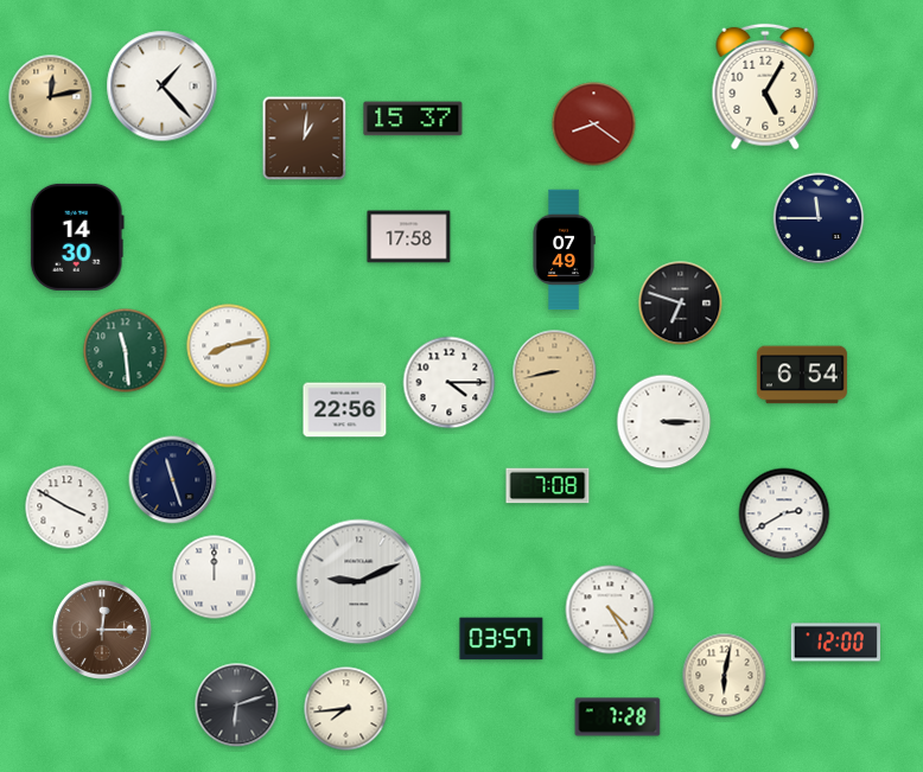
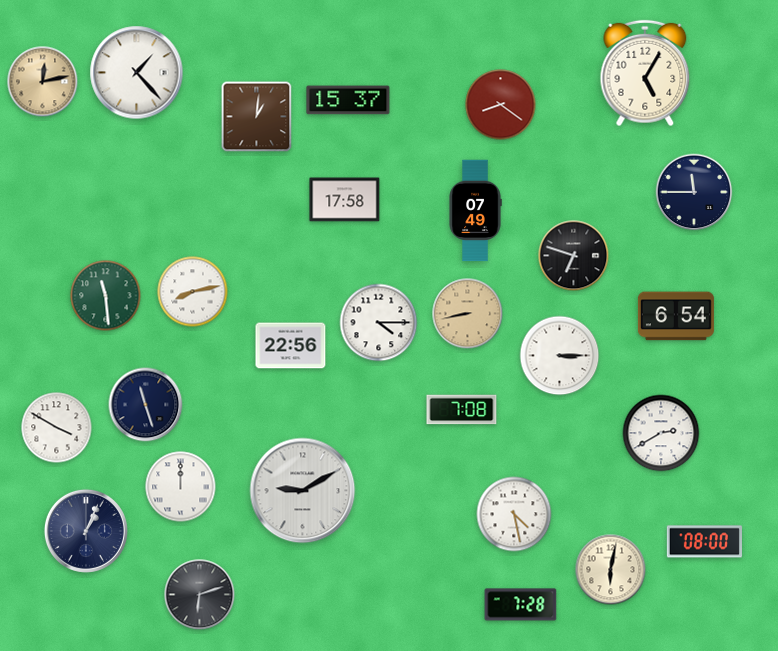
clock at (819, 218) position: (819, 218) -> (694, 192)
clock at (77, 237): 14:30 -> none
clock at (359, 582): 9:11 -> 9:10
clock at (610, 610): 4:25 -> 4:28
clock at (102, 630): 12:15 -> 1:04
clock at (102, 630) dial: brown -> navy
clock at (502, 639): 03:57 -> none
clock at (835, 643): 12:00 -> 08:00
clock at (346, 709): 7:44 -> none
